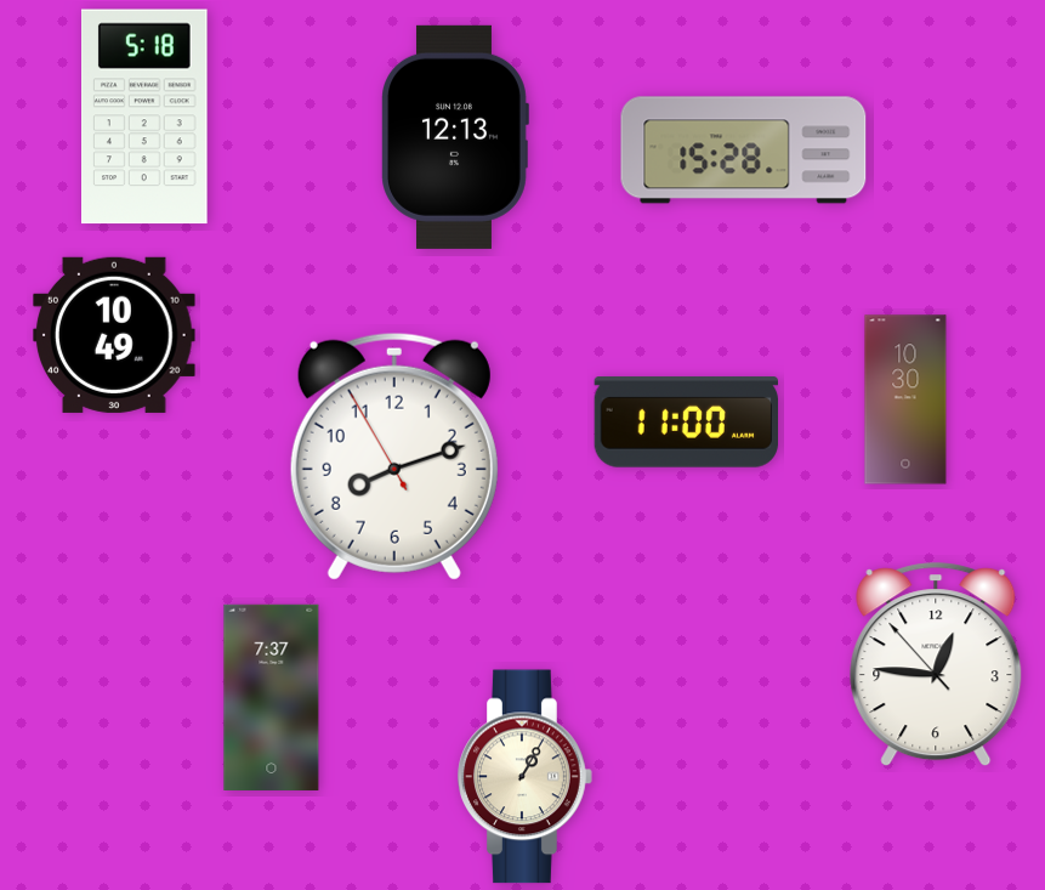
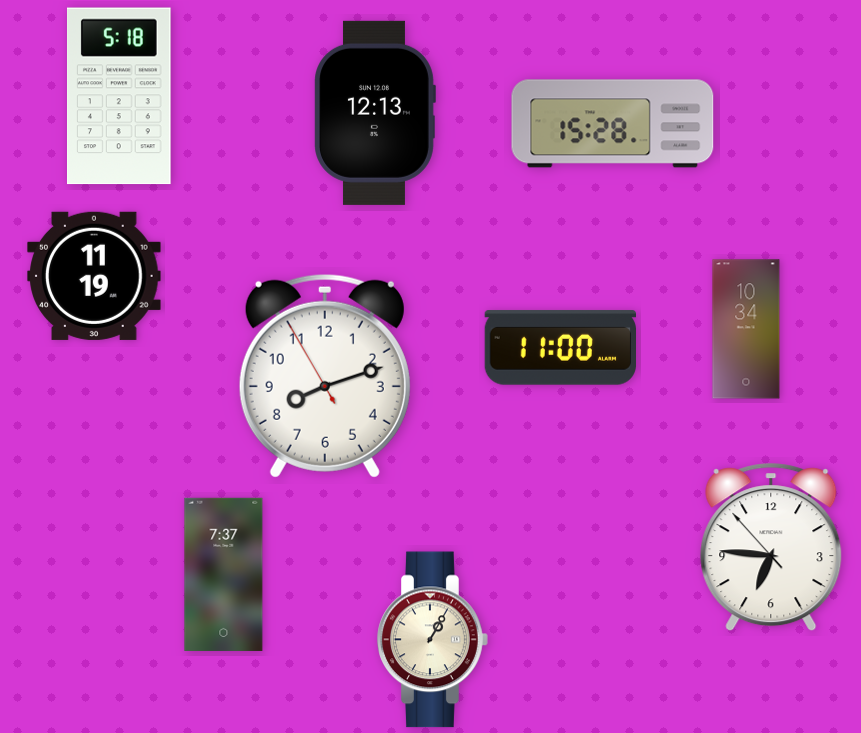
clock at (114, 335): 10:49 -> 11:19
clock at (905, 399): 10:30 -> 10:34
clock at (687, 423) position: (687, 423) -> (561, 348)
clock at (936, 665): 12:45 -> 6:45
